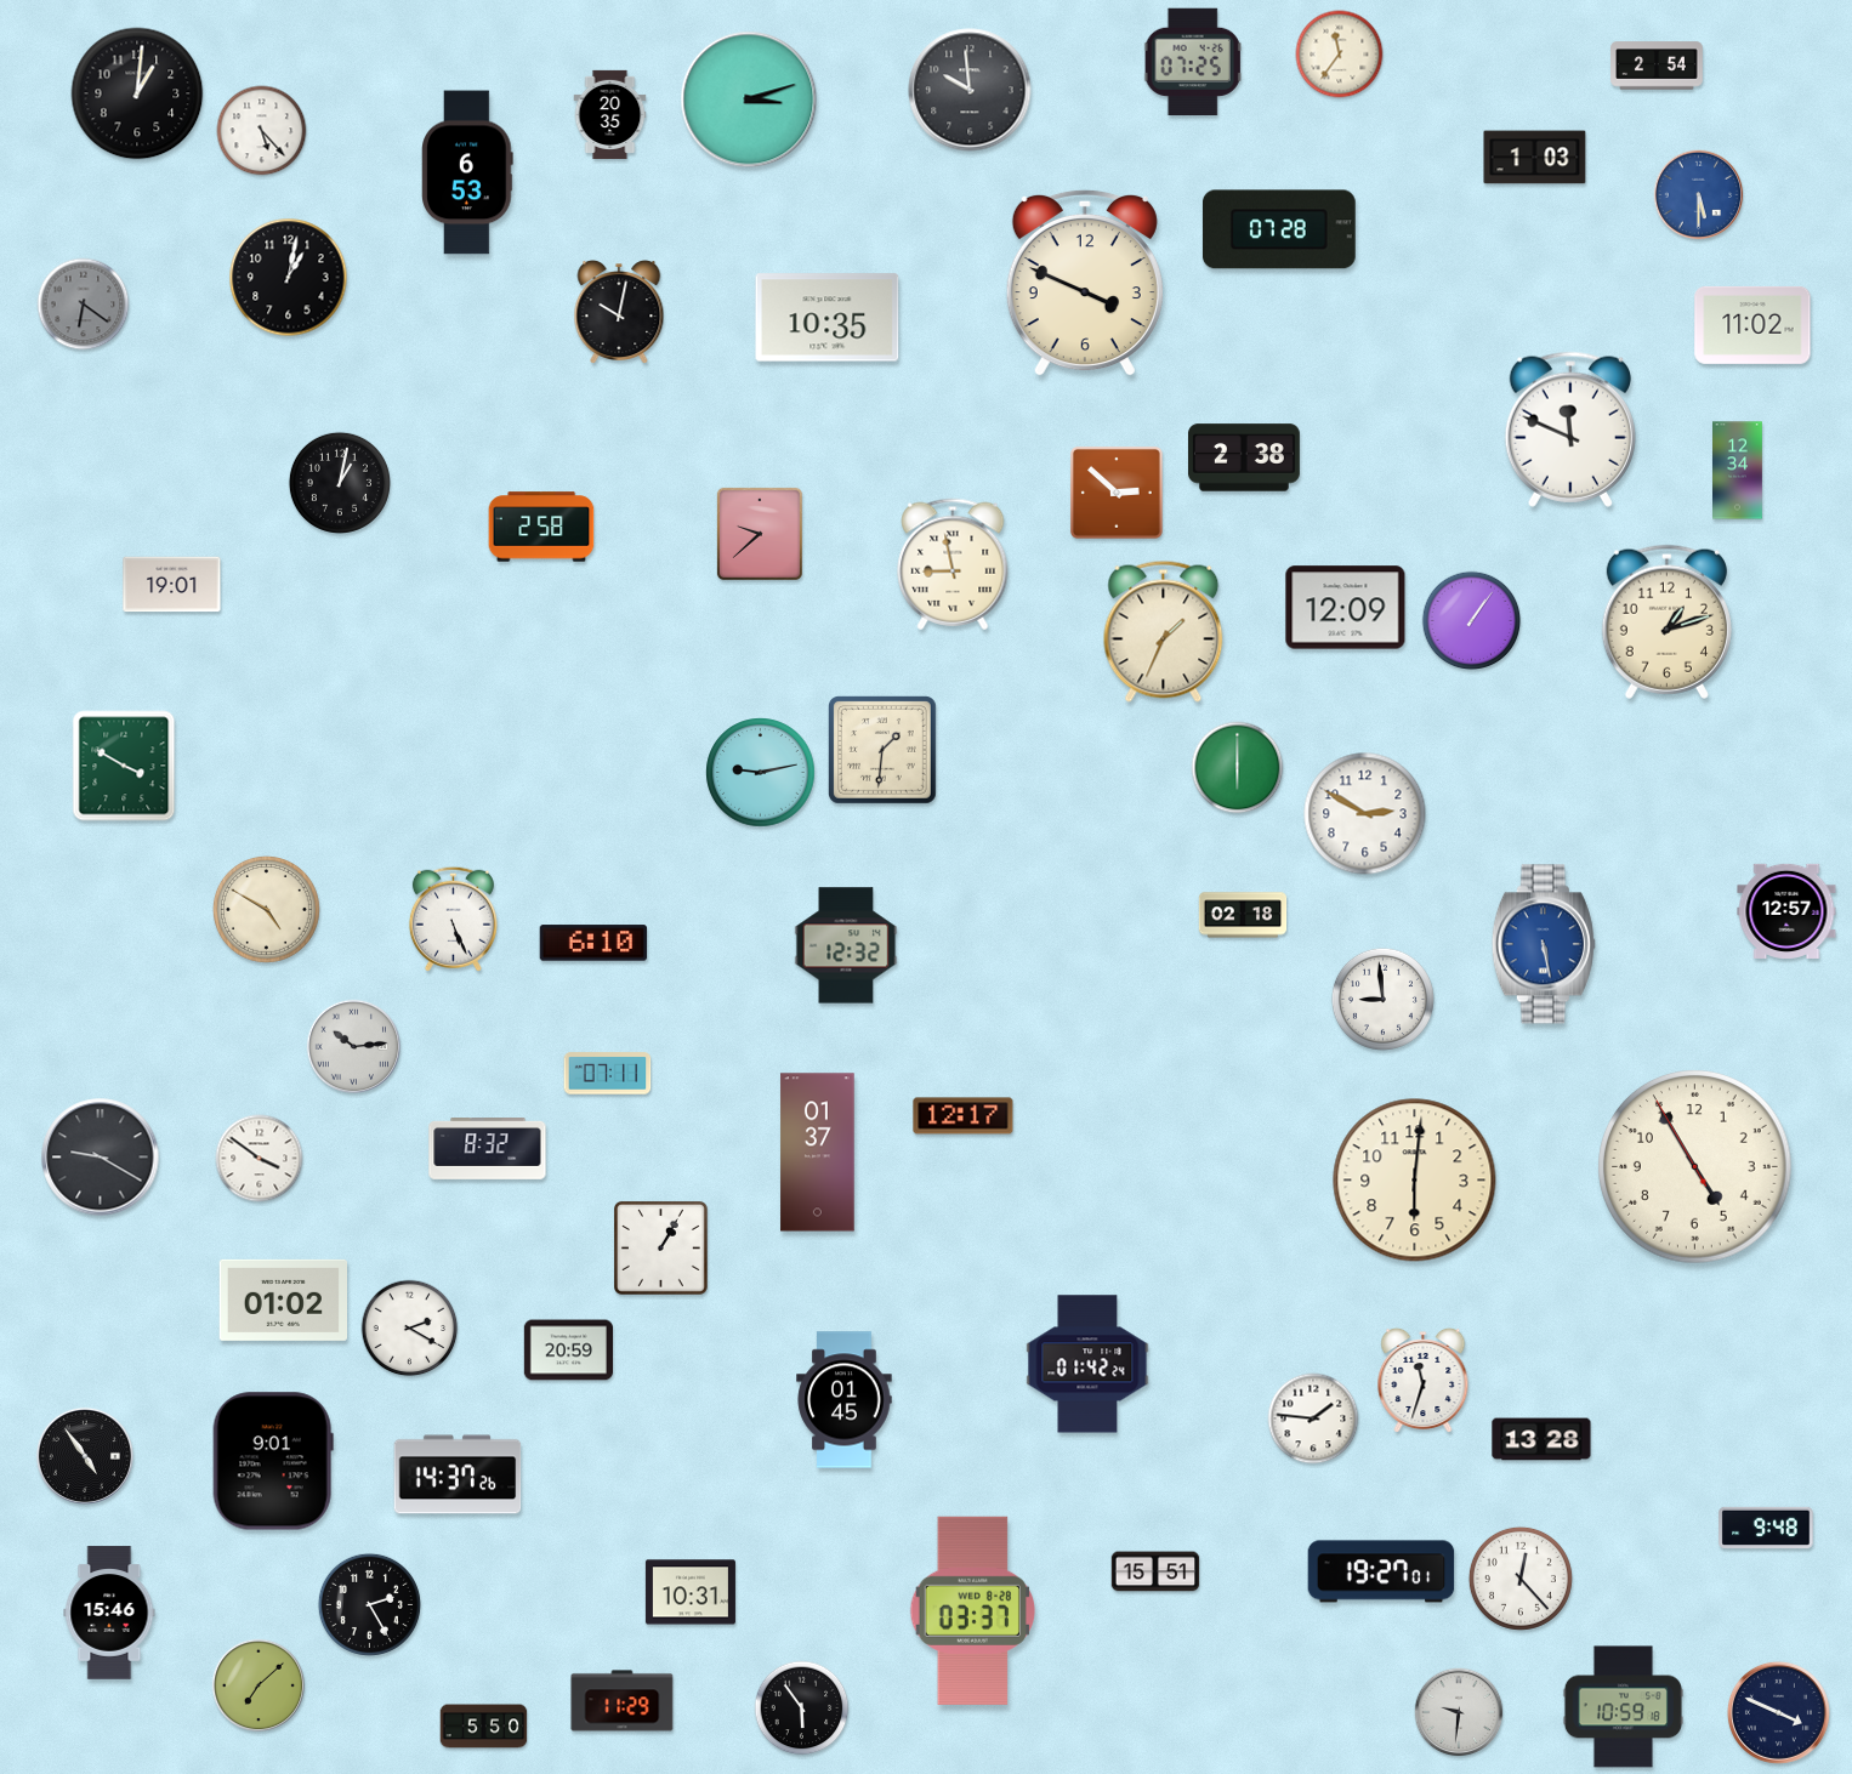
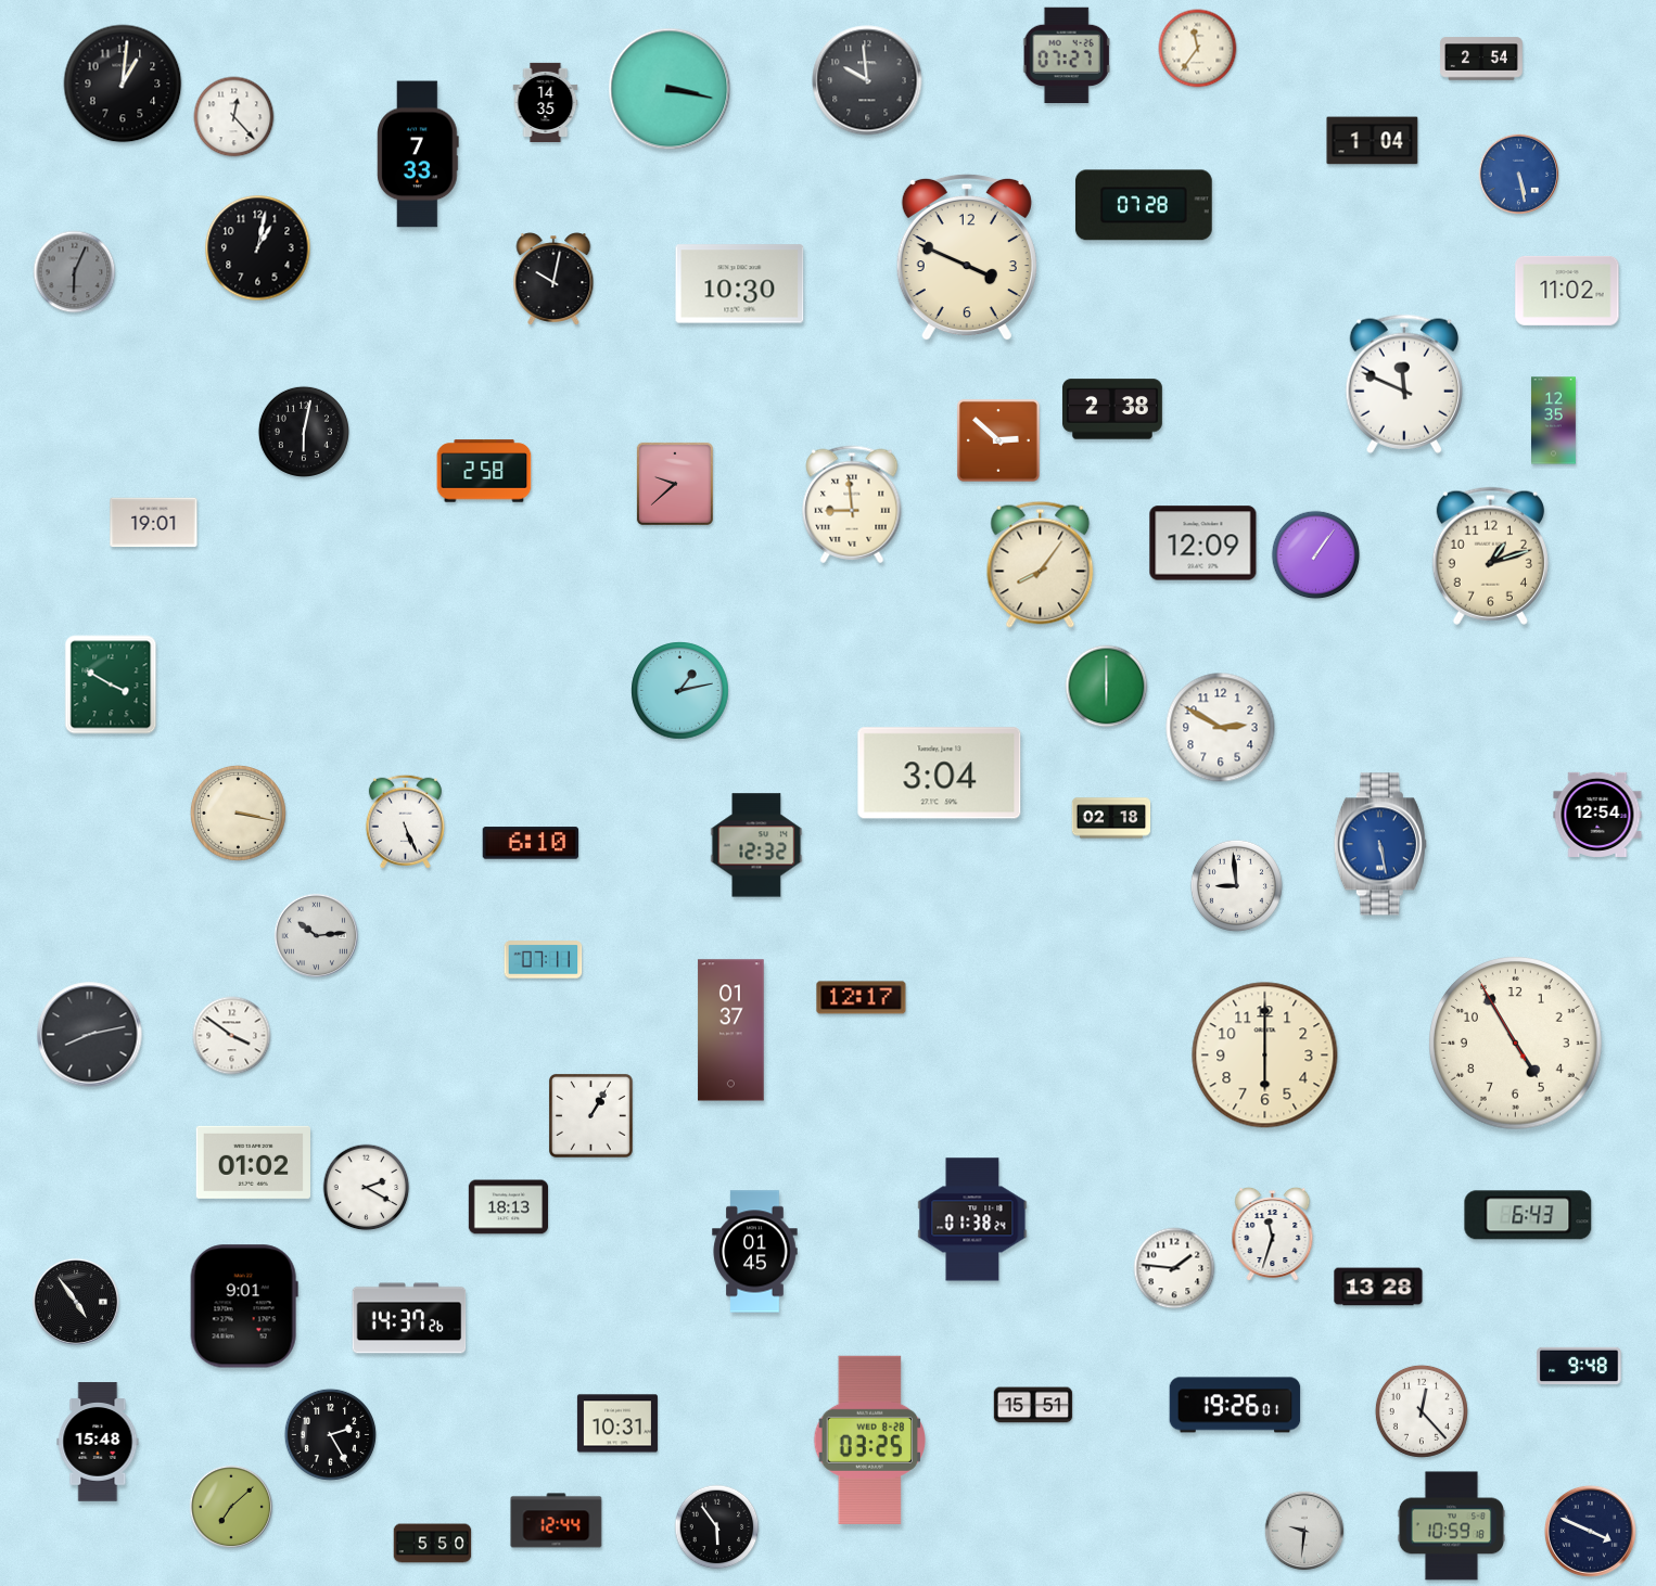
clock at (1193, 62): 07:25 -> 07:27
clock at (749, 99): 3:12 -> 3:17
clock at (610, 114): 20:35 -> 14:35
clock at (262, 131): 5:23 -> 12:23
clock at (1535, 158): 1:03 -> 1:04
clock at (467, 172): 6:53 -> 7:33
clock at (1699, 195): 5:30 -> 5:28
clock at (1085, 283) position: (1085, 283) -> (967, 257)
clock at (84, 305): 6:21 -> 6:04
clock at (828, 318): 10:35 -> 10:30
clock at (1738, 471): 12:34 -> 12:35
clock at (340, 483): 1:02 -> 6:02
clock at (760, 534) position: (760, 534) -> (675, 484)
clock at (953, 564): 8:58 -> 8:59
clock at (1164, 631): 1:34 -> 8:06
clock at (884, 751): 1:31 -> none
clock at (761, 773): 9:13 -> 1:13
clock at (940, 773): none -> 3:04
clock at (267, 910): 4:50 -> 3:17
clock at (1786, 911): 12:57 -> 12:54
clock at (1382, 999) position: (1382, 999) -> (1236, 885)
clock at (488, 1149): 8:32 -> none
clock at (101, 1158): 9:20 -> 8:13
clock at (1415, 1181): 6:01 -> 6:00
clock at (568, 1351): 20:59 -> 18:13
clock at (1528, 1215): none -> 6:43
clock at (1087, 1364): 01:42 -> 01:38
clock at (1381, 1571): 19:27 -> 19:26
clock at (1521, 1579) position: (1521, 1579) -> (1422, 1411)
clock at (972, 1610): 03:37 -> 03:25
clock at (109, 1613): 15:46 -> 15:48
clock at (623, 1701): 11:29 -> 12:44
